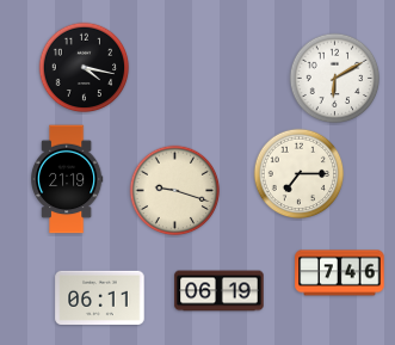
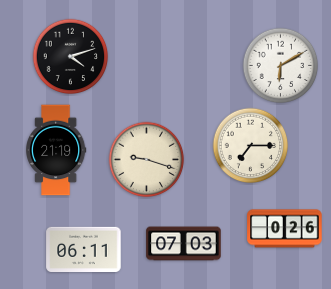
clock at (85, 68): 4:17 -> 4:12
clock at (340, 273): 7:46 -> 0:26
clock at (220, 291): 06:19 -> 07:03
